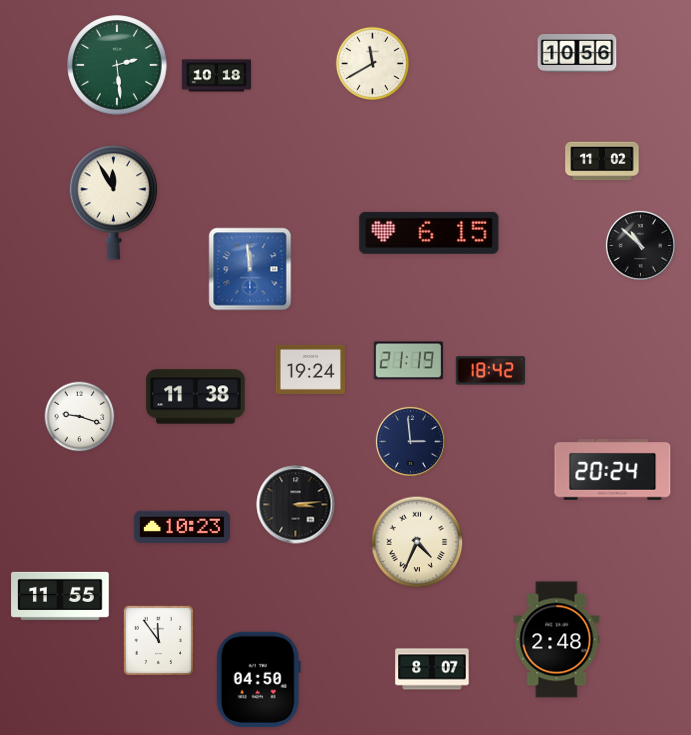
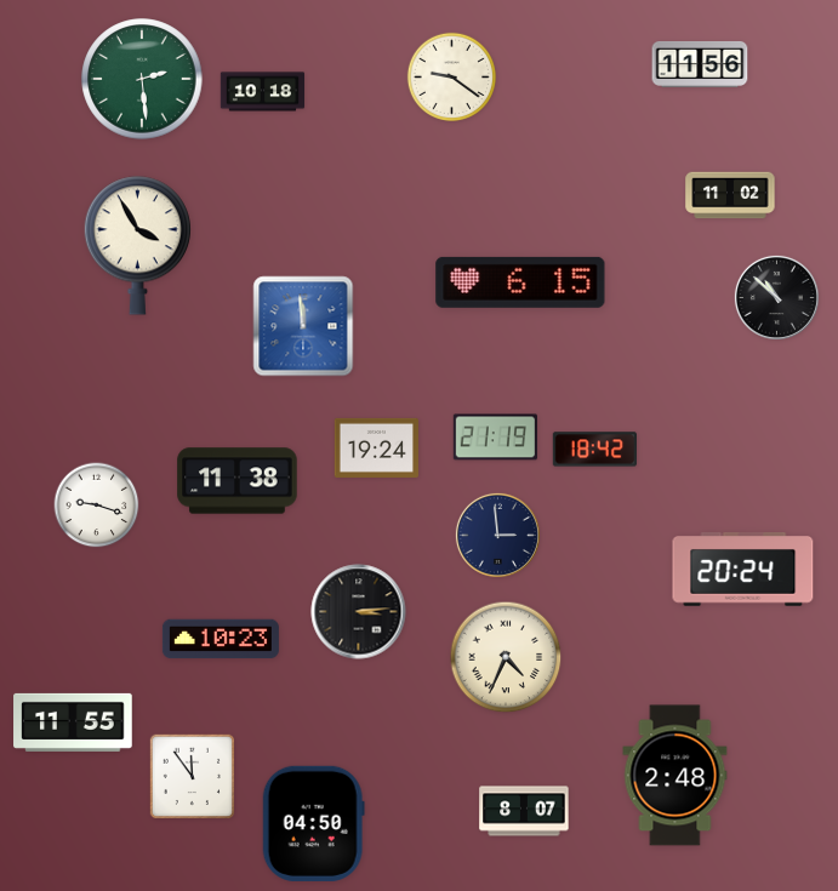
clock at (577, 53): 10:56 -> 11:56
clock at (372, 63): 11:40 -> 9:21
clock at (113, 203): 11:55 -> 3:55
